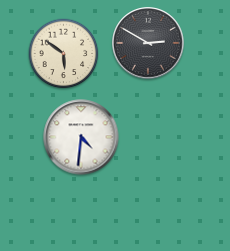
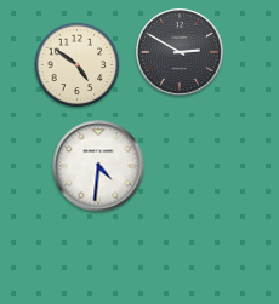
clock at (64, 54): 5:51 -> 4:51
